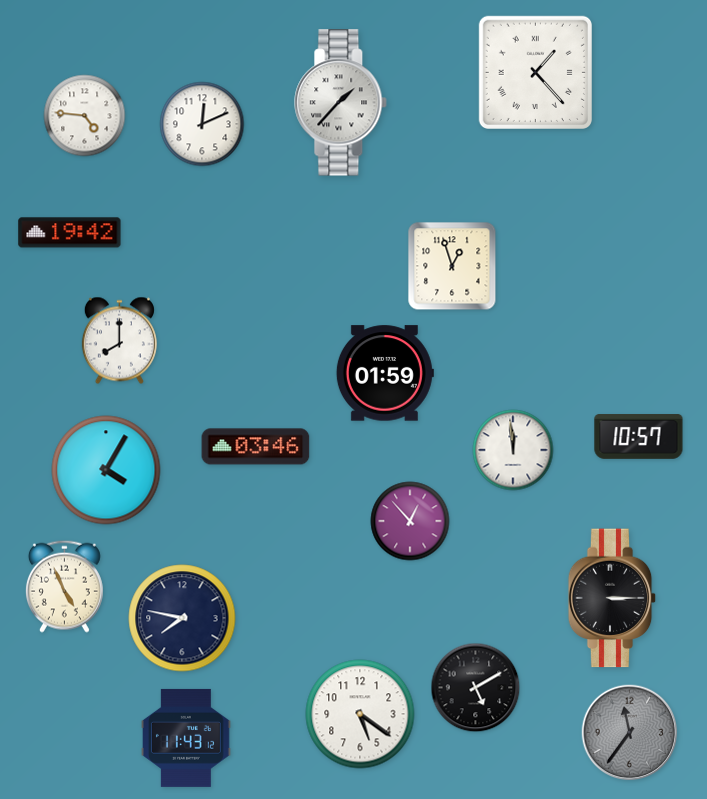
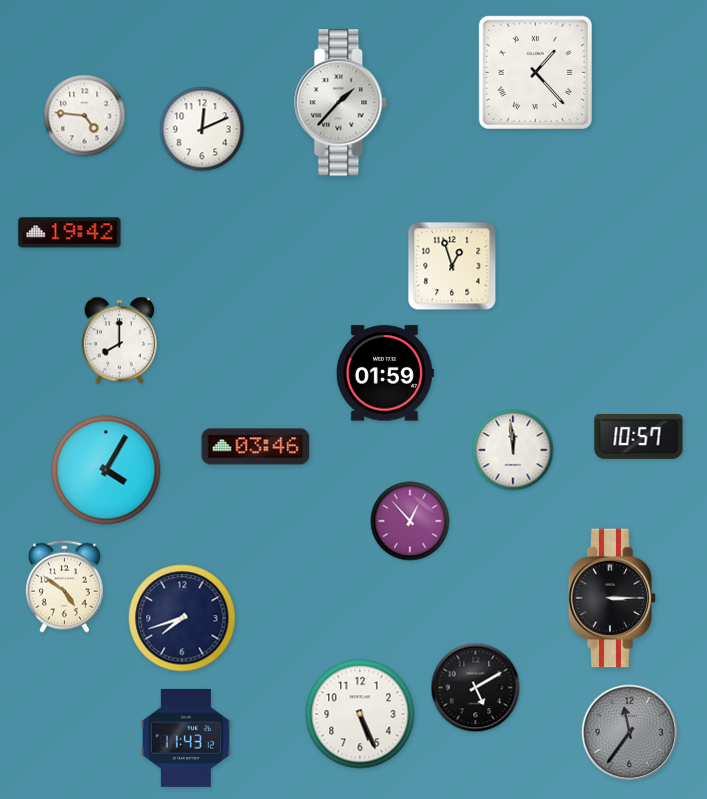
clock at (202, 124) position: (202, 124) -> (202, 129)
clock at (64, 586): 4:56 -> 4:51
clock at (182, 618): 7:47 -> 7:42
clock at (360, 714): 5:21 -> 5:26
